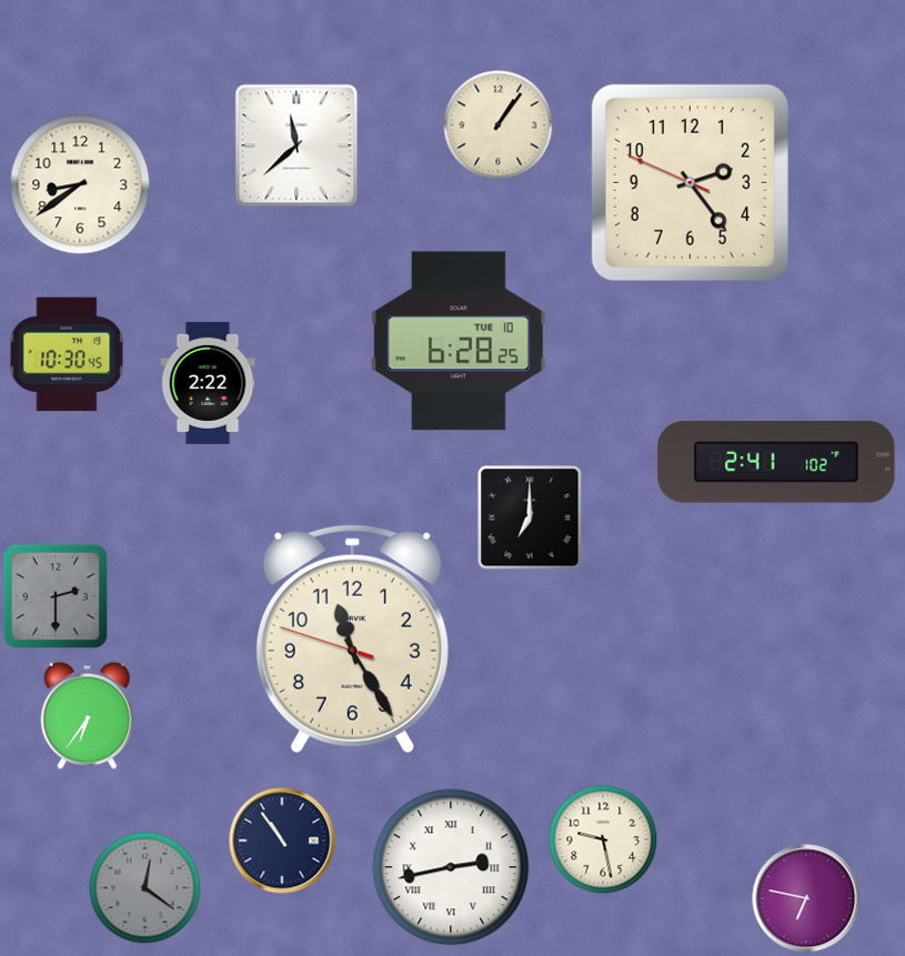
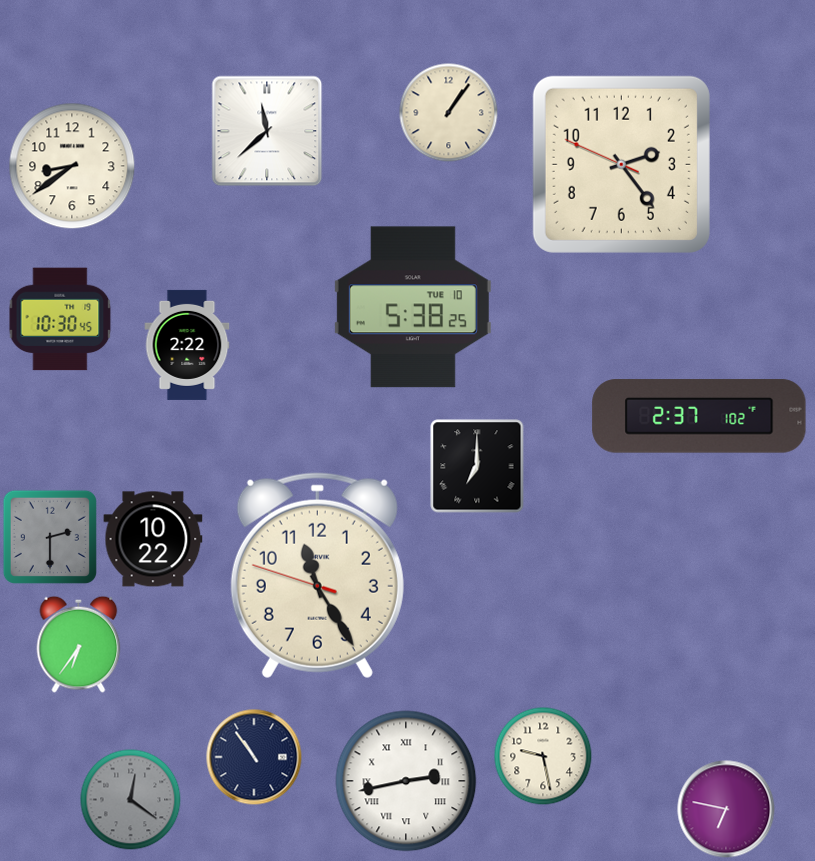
clock at (459, 341): 6:28 -> 5:38
clock at (776, 462): 2:41 -> 2:37
clock at (153, 539): none -> 10:22
